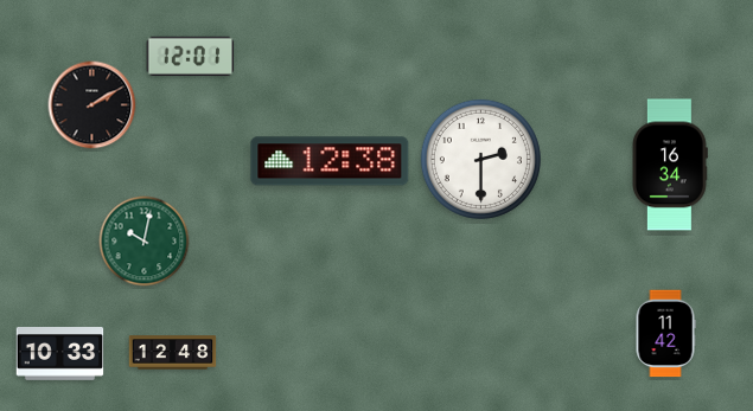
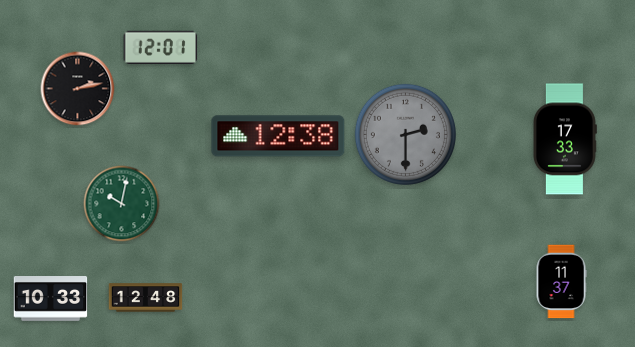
clock at (92, 105): 2:10 -> 2:13
clock at (480, 159) dial: white -> grey
clock at (670, 165): 16:34 -> 17:33
clock at (665, 334): 11:42 -> 11:37
